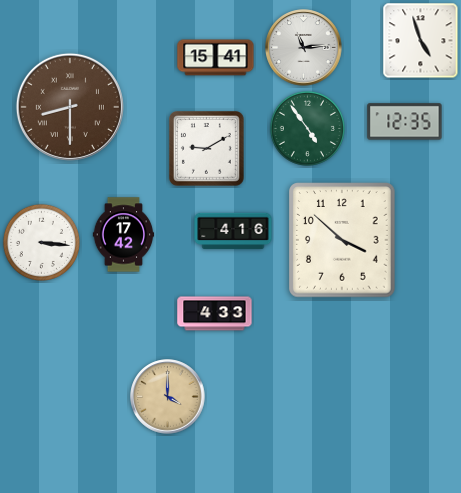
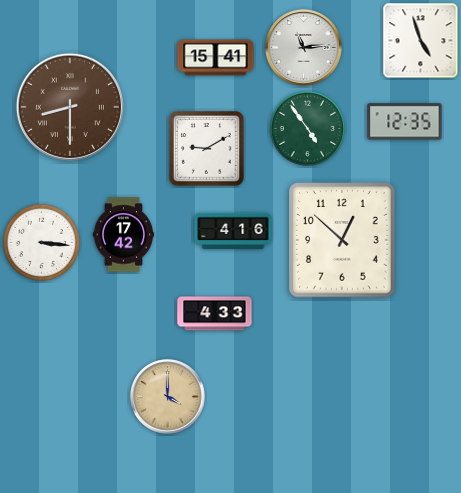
clock at (342, 240): 3:52 -> 12:52
